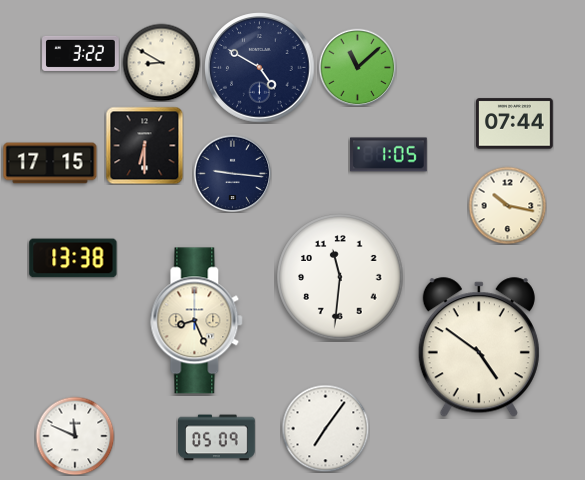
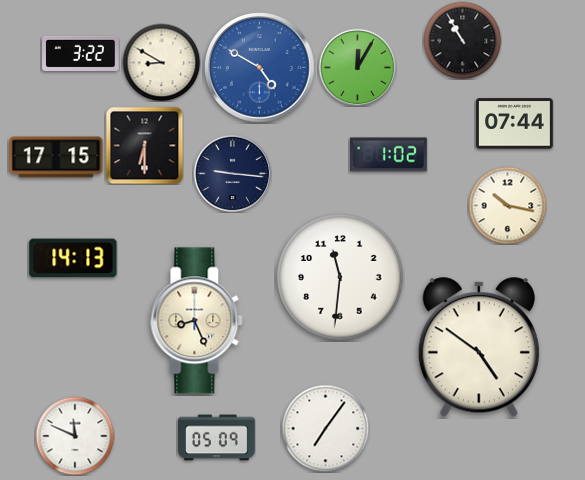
clock at (462, 40): none -> 10:55
clock at (357, 67): 11:08 -> 12:05
clock at (260, 68) dial: navy -> blue
clock at (389, 155): 1:05 -> 1:02
clock at (50, 163) position: (50, 163) -> (56, 157)
clock at (73, 258): 13:38 -> 14:13
